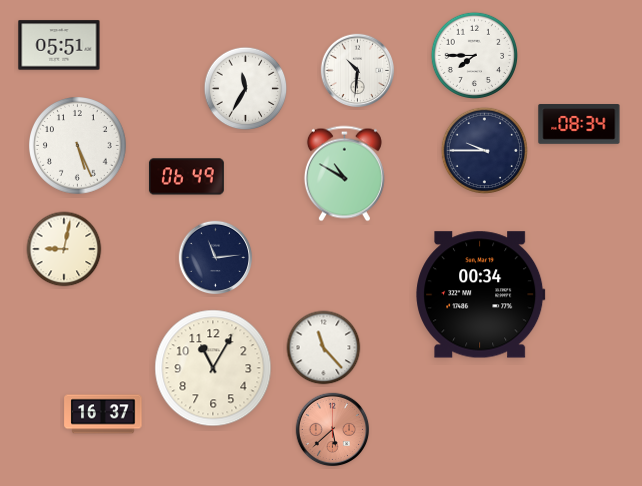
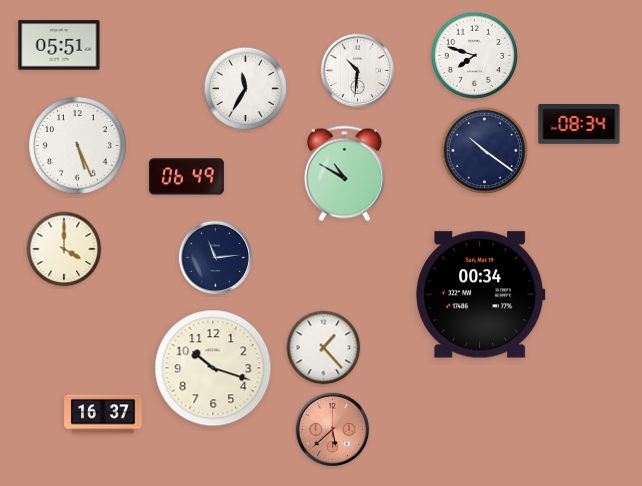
clock at (474, 55): 7:45 -> 7:48
clock at (484, 150): 9:45 -> 10:21
clock at (64, 249): 9:02 -> 4:00
clock at (324, 348): 11:23 -> 1:23
clock at (213, 368): 11:05 -> 10:18
